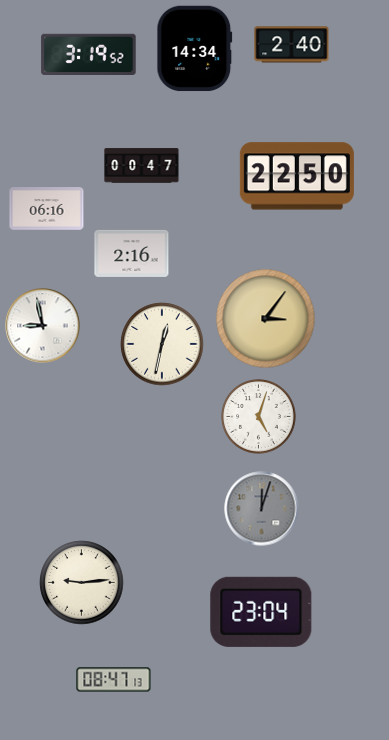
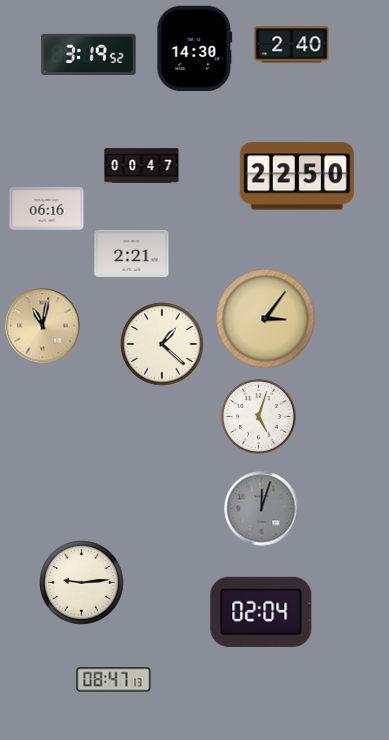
clock at (195, 49): 14:34 -> 14:30
clock at (132, 253): 2:16 -> 2:21
clock at (43, 326): 8:58 -> 11:02
clock at (43, 326) dial: white -> champagne
clock at (162, 344): 12:32 -> 1:22
clock at (261, 612): 23:04 -> 02:04
